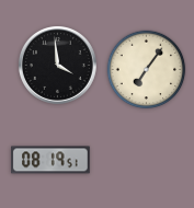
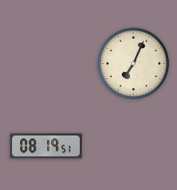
clock at (57, 65): 3:59 -> none
clock at (147, 70): 7:06 -> 7:04
